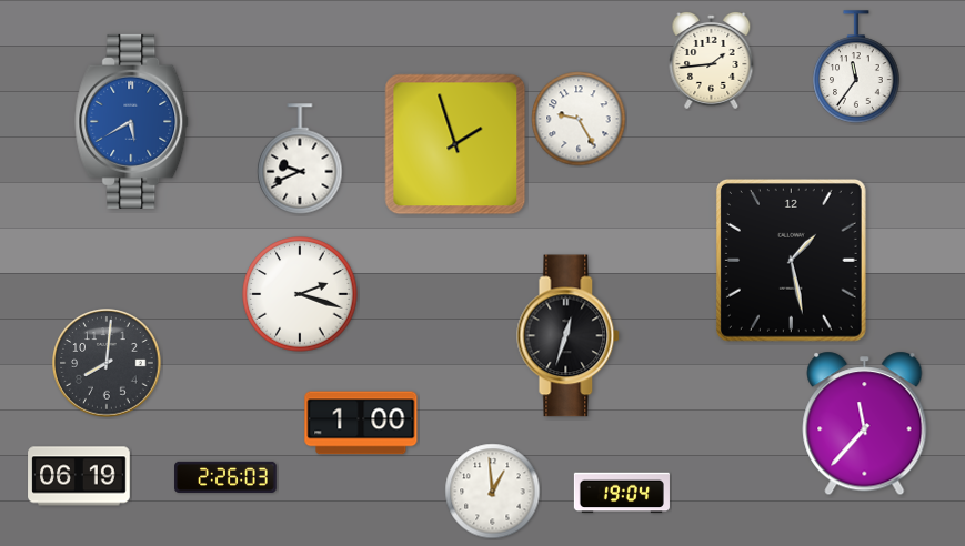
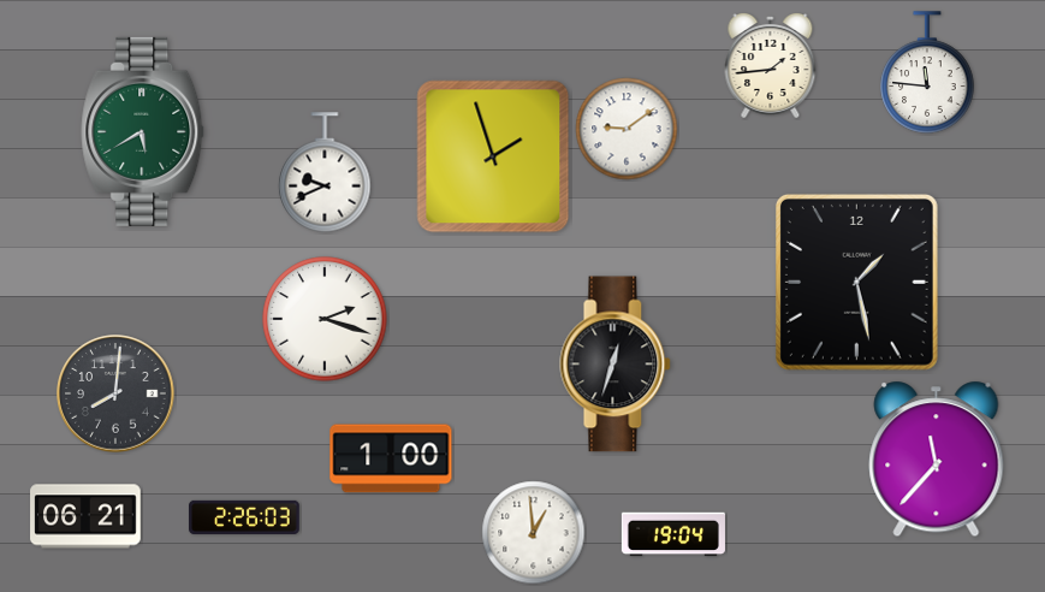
clock at (856, 67): 11:36 -> 11:46
clock at (579, 119): 9:25 -> 9:09
clock at (132, 121) dial: blue -> green
clock at (79, 476): 06:19 -> 06:21
